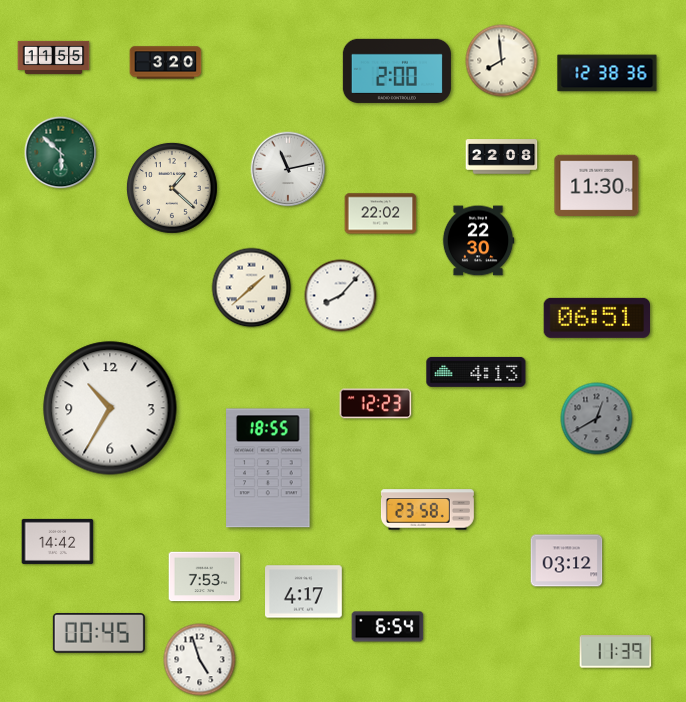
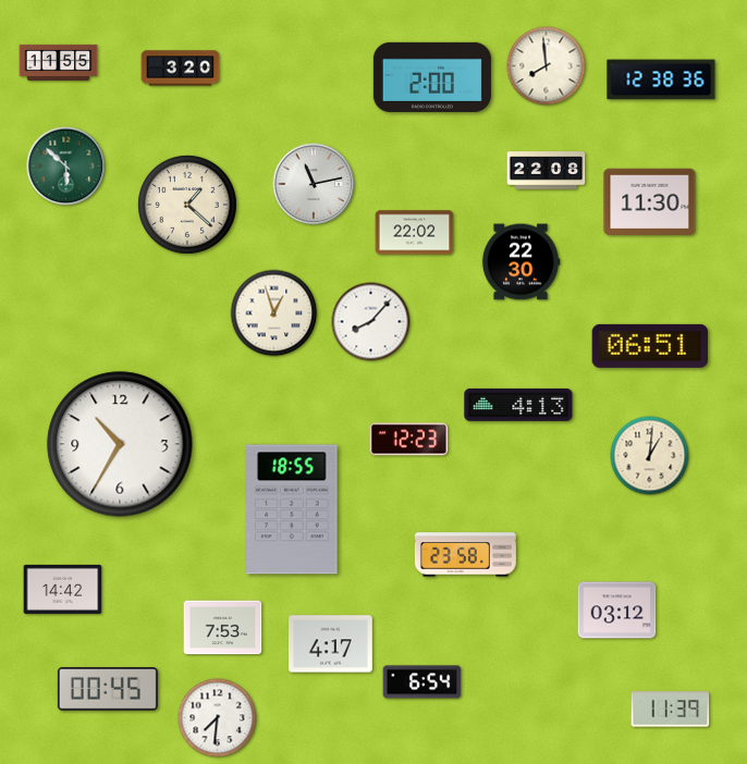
clock at (252, 288): 1:38 -> 12:57
clock at (597, 419): 12:40 -> 1:01
clock at (597, 419) dial: grey -> cream
clock at (200, 660): 4:57 -> 7:31
